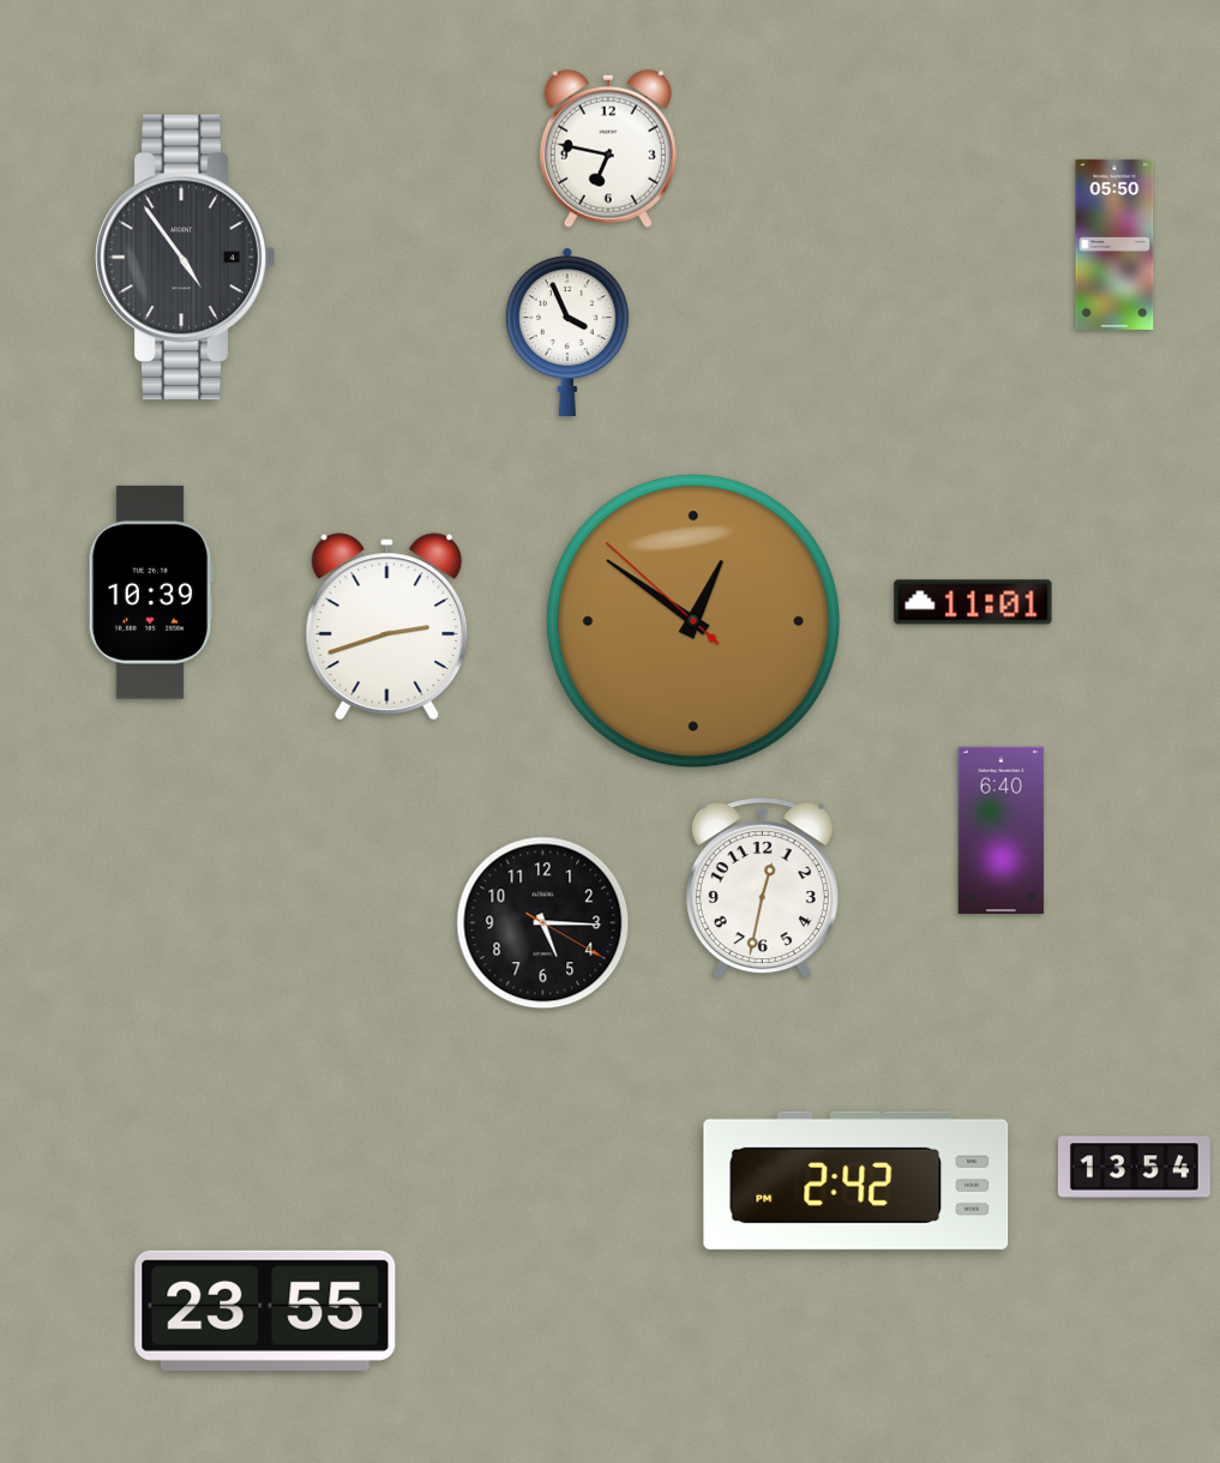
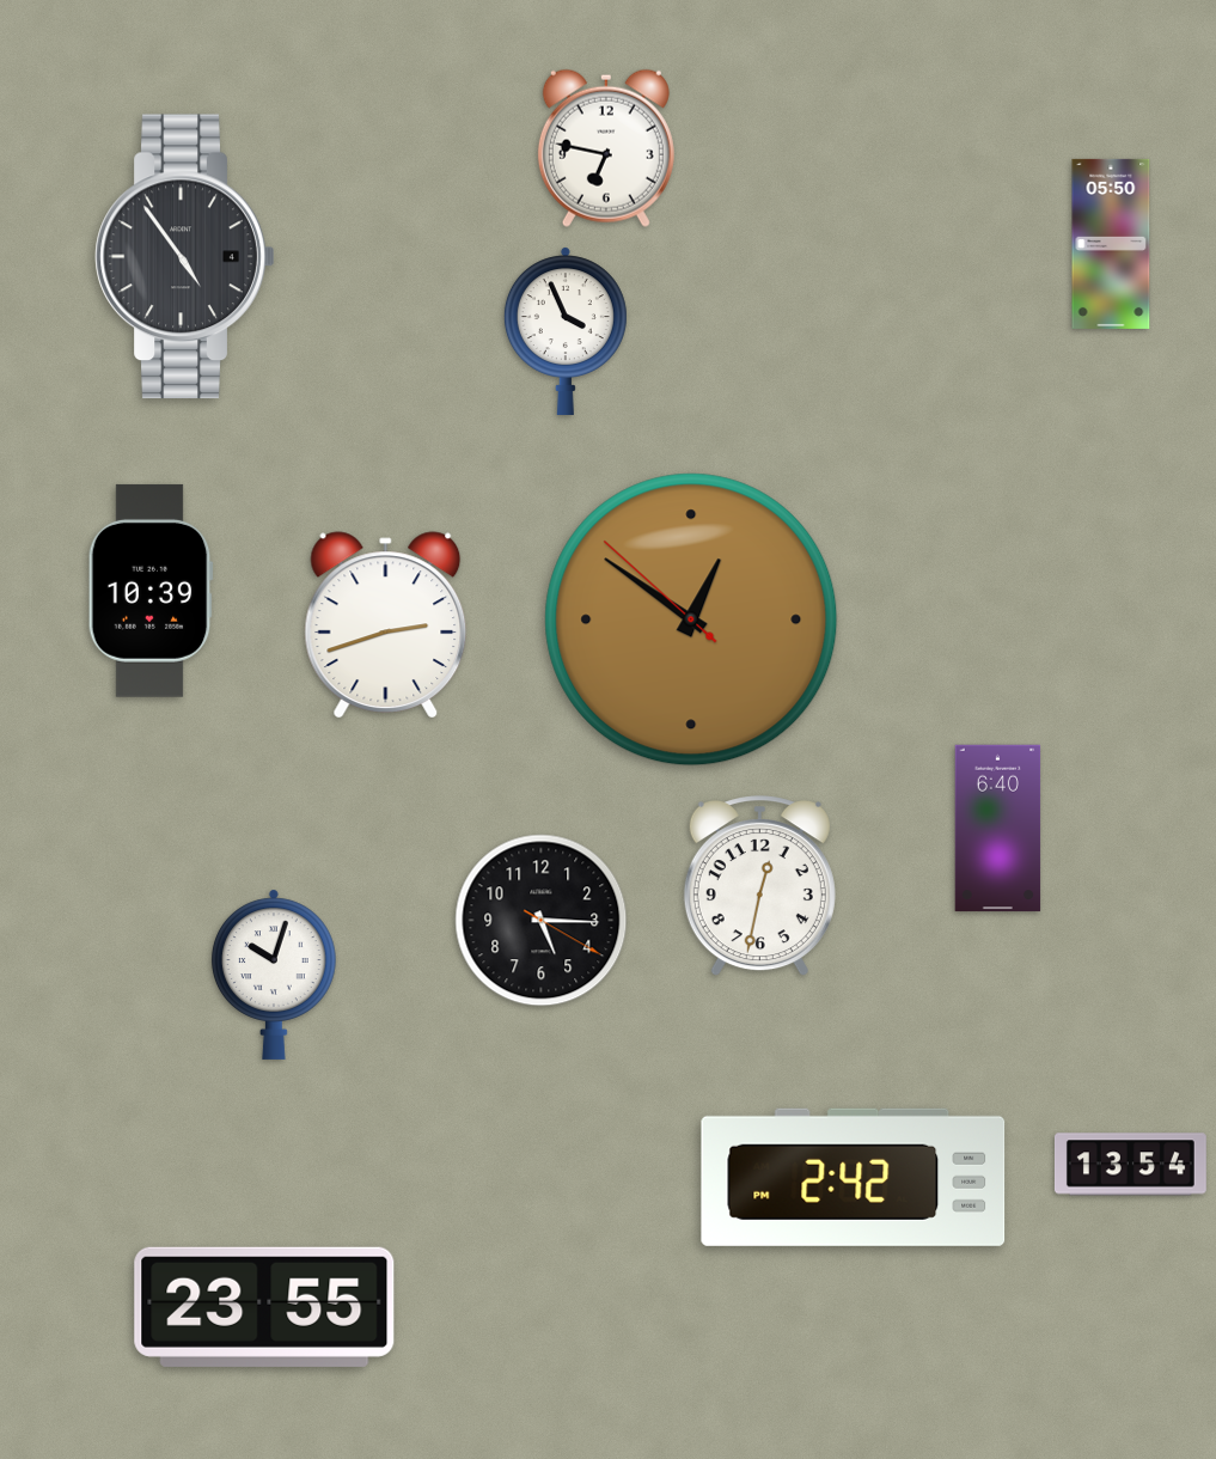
clock at (973, 602): 11:01 -> none
clock at (274, 975): none -> 10:03
